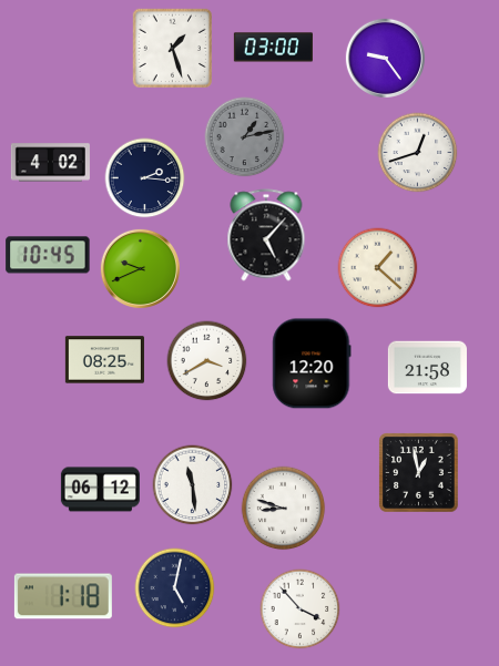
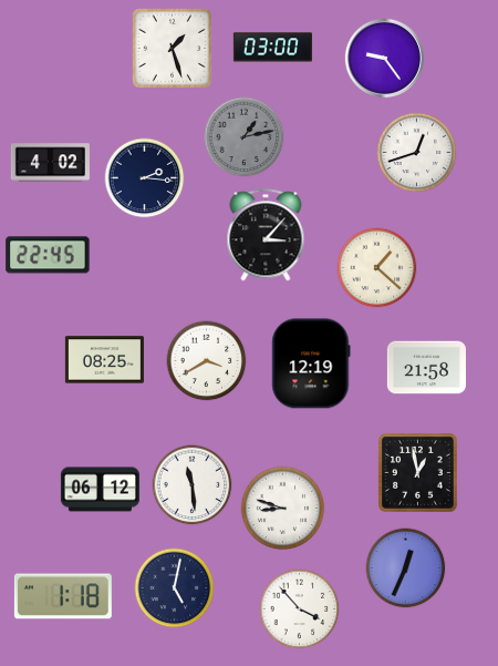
clock at (266, 235): 5:07 -> 3:07
clock at (48, 255): 10:45 -> 22:45
clock at (140, 268): 9:41 -> none
clock at (312, 363): 12:20 -> 12:19
clock at (406, 568): none -> 12:34
